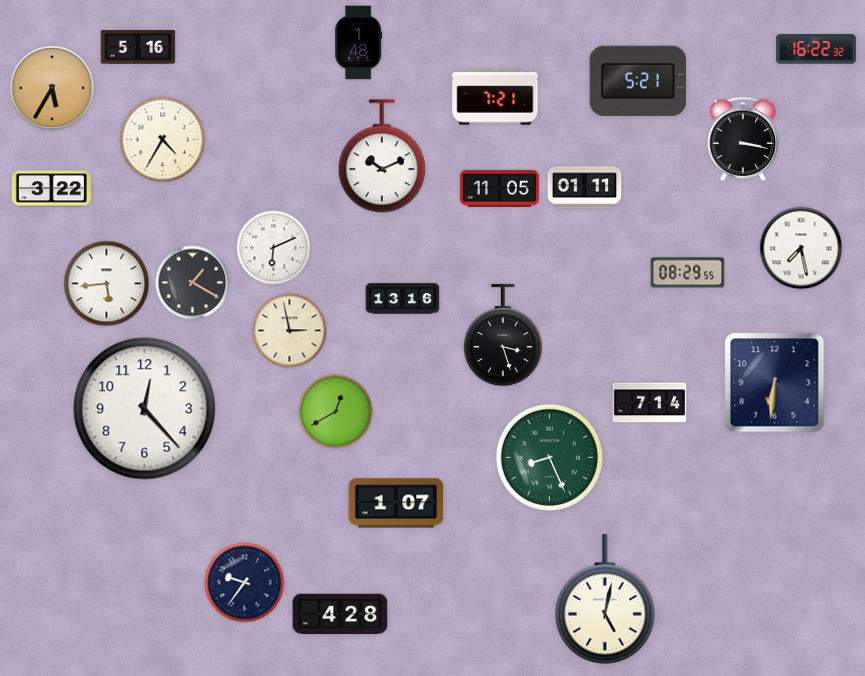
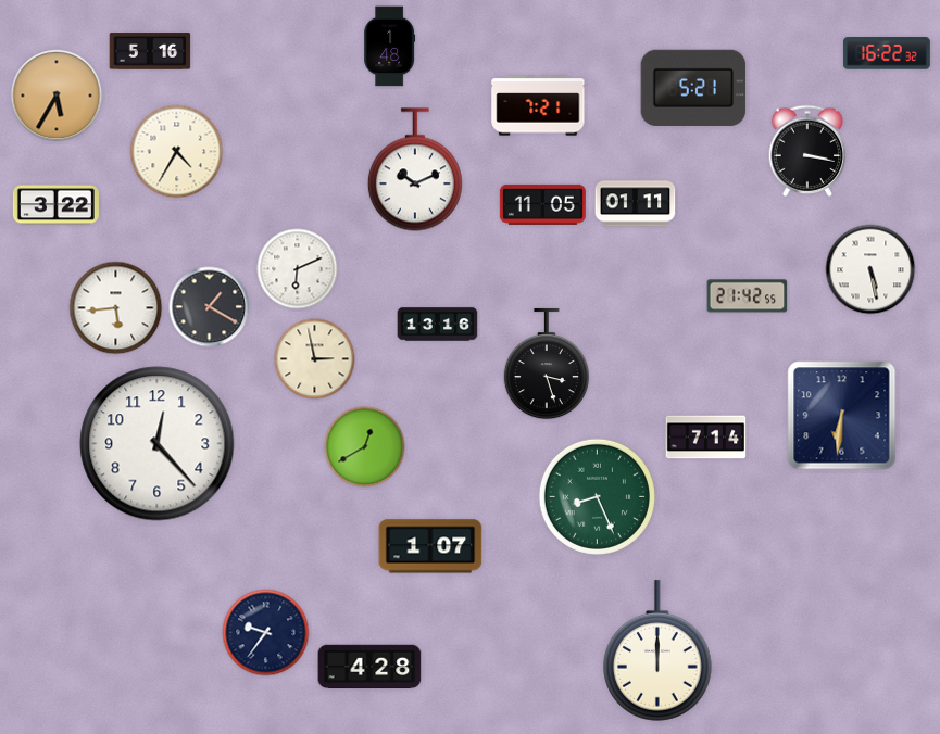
clock at (801, 248): 7:28 -> 5:28
clock at (688, 273): 08:29 -> 21:42
clock at (605, 599): 5:02 -> 12:00
